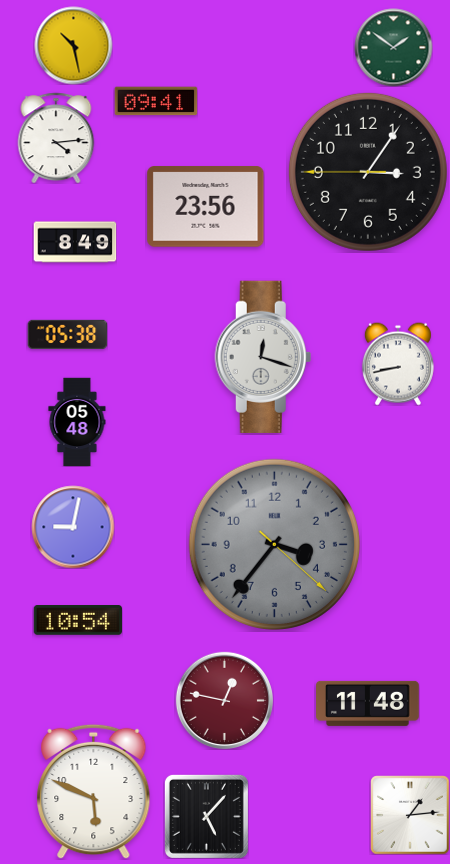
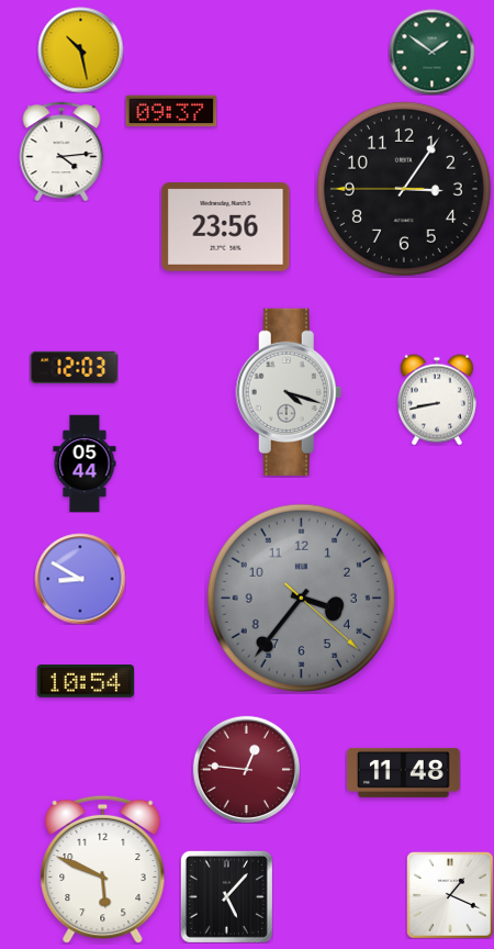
clock at (156, 101): 09:41 -> 09:37
clock at (75, 242): 8:49 -> none
clock at (67, 334): 05:38 -> 12:03
clock at (263, 357): 12:18 -> 4:18
clock at (77, 422): 05:48 -> 05:44
clock at (73, 527): 9:02 -> 8:50
clock at (224, 700): 12:47 -> 12:46
clock at (410, 815): 1:14 -> 1:19
